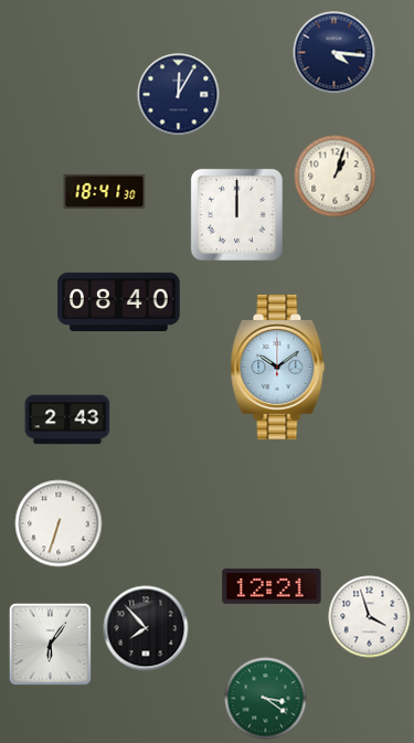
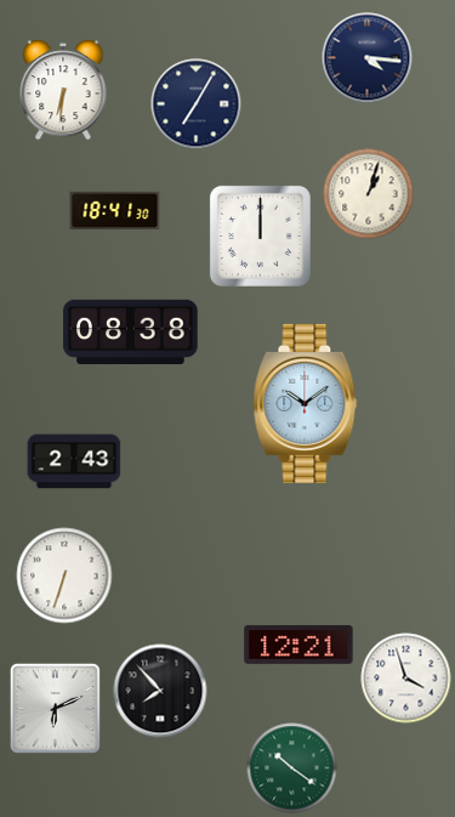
clock at (63, 90): none -> 6:31
clock at (179, 95): 12:05 -> 7:05
clock at (119, 301): 08:40 -> 08:38
clock at (50, 644): 6:06 -> 6:11
clock at (266, 699): 3:21 -> 10:21
